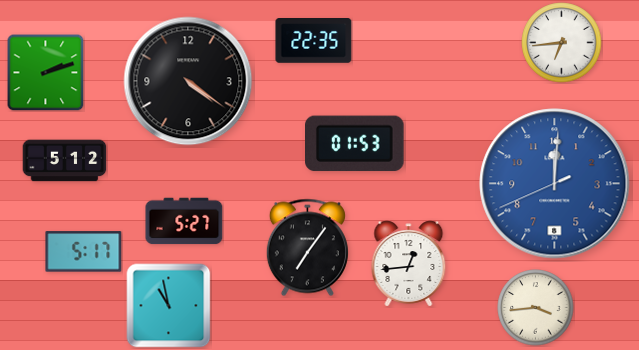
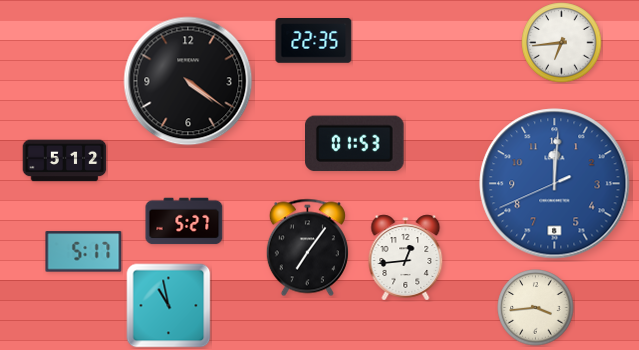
clock at (45, 72): 2:12 -> none
clock at (409, 264) position: (409, 264) -> (406, 258)
